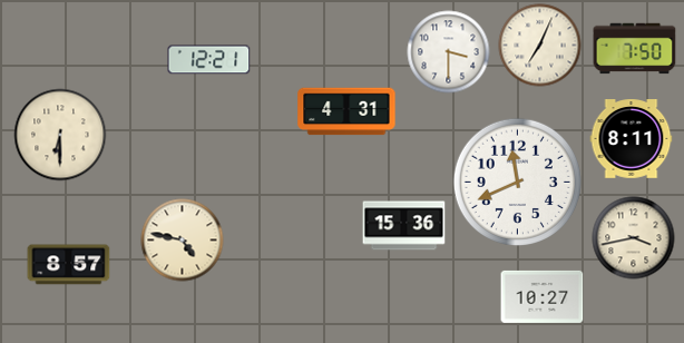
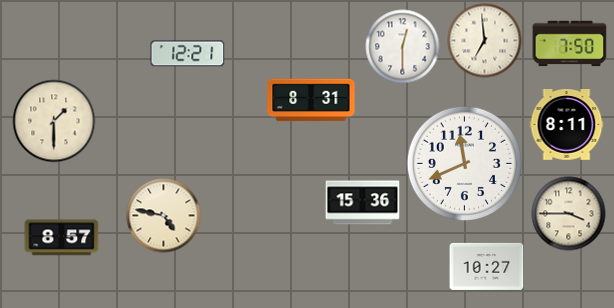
clock at (540, 46): 7:04 -> 6:59
clock at (449, 52): 3:30 -> 12:30
clock at (346, 111): 4:31 -> 8:31
clock at (60, 135): 6:30 -> 1:30
clock at (634, 238): 3:43 -> 3:45
